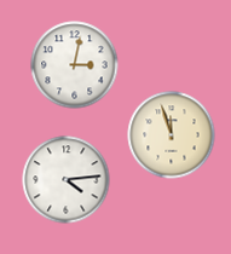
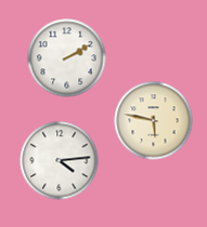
clock at (75, 65): 3:02 -> 2:10
clock at (172, 135): 11:57 -> 5:47
